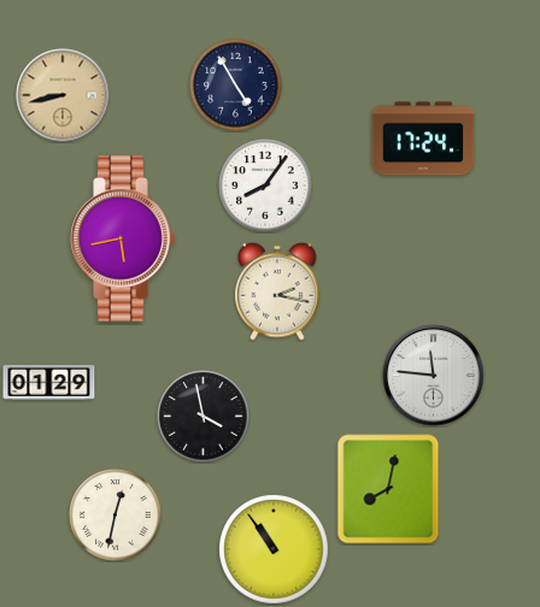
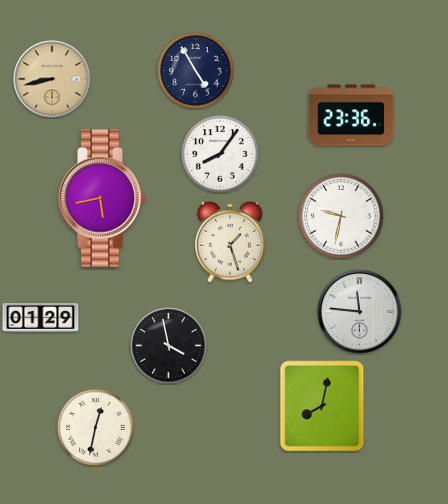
clock at (423, 139): 17:24 -> 23:36
clock at (341, 216): none -> 9:32
clock at (277, 291): 2:17 -> 1:27
clock at (274, 549): 10:54 -> none
